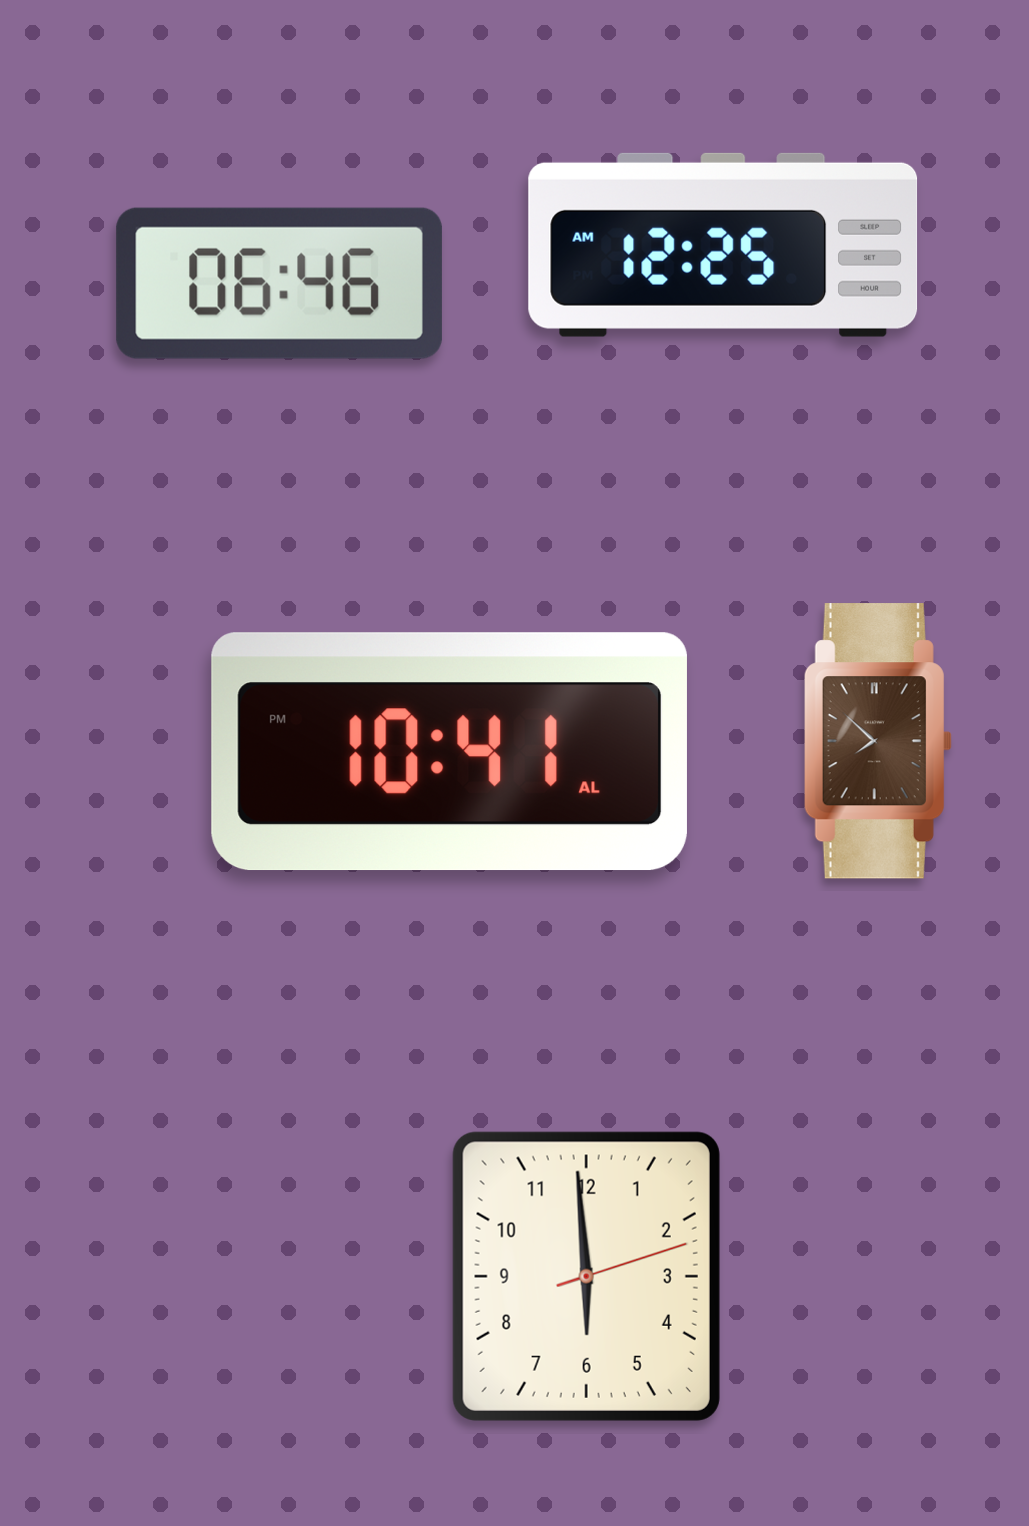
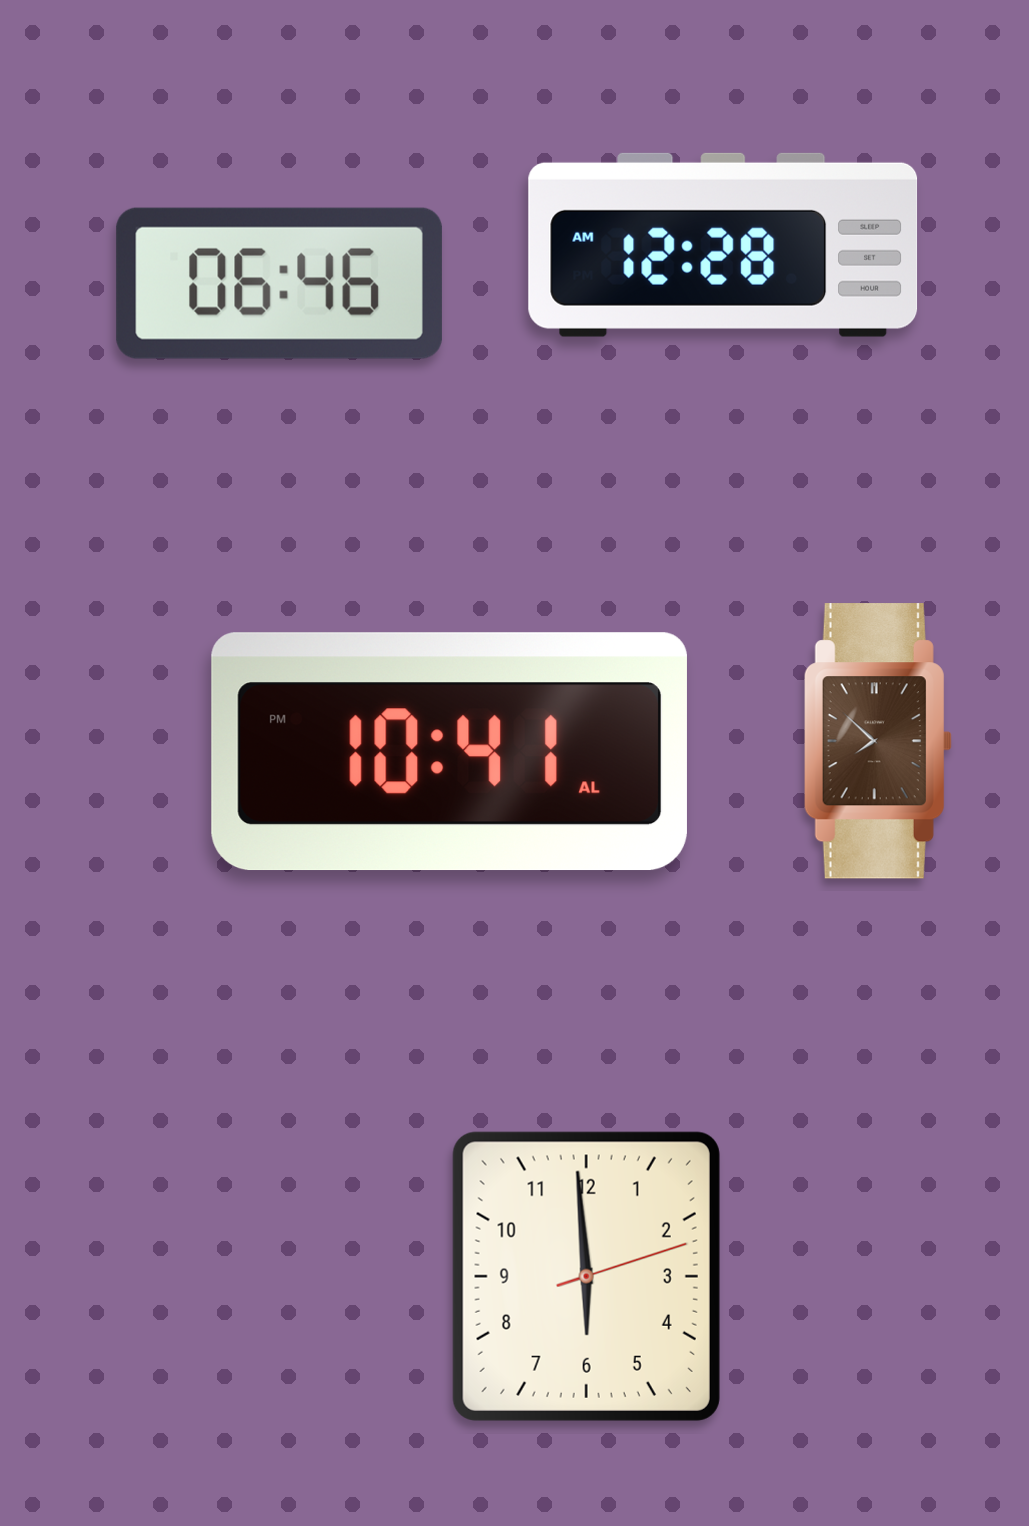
clock at (723, 245): 12:25 -> 12:28
